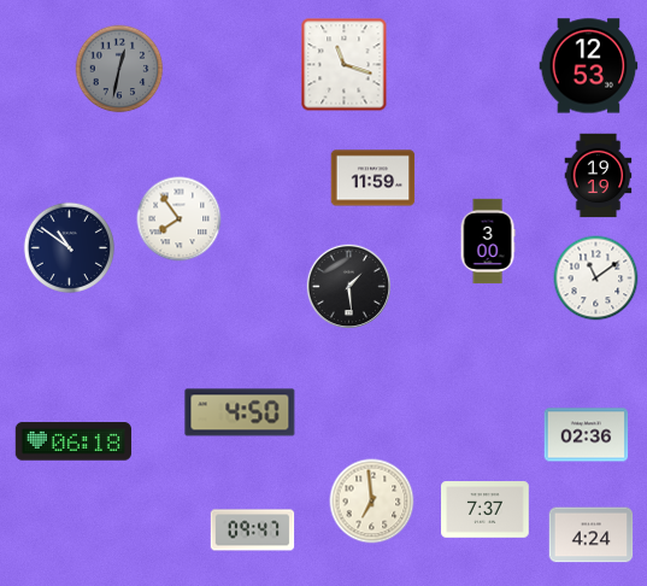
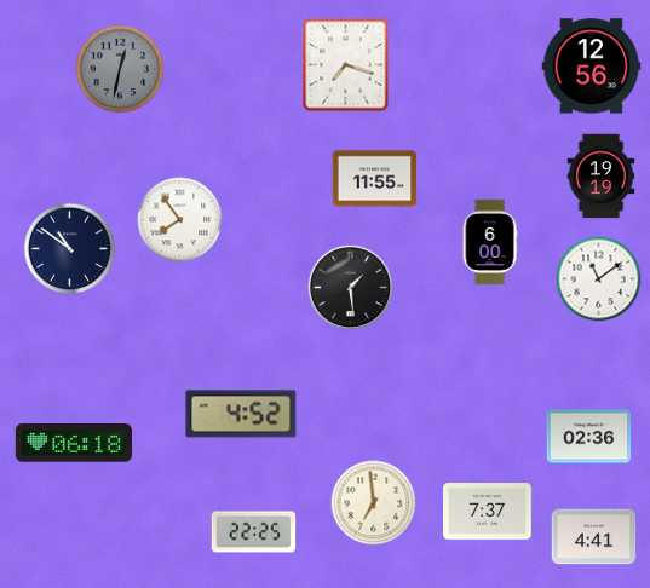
clock at (345, 65): 11:18 -> 7:18
clock at (589, 66): 12:53 -> 12:56
clock at (374, 178): 11:59 -> 11:55
clock at (488, 241): 3:00 -> 6:00
clock at (240, 412): 4:50 -> 4:52
clock at (253, 531): 09:47 -> 22:25
clock at (592, 535): 4:24 -> 4:41
